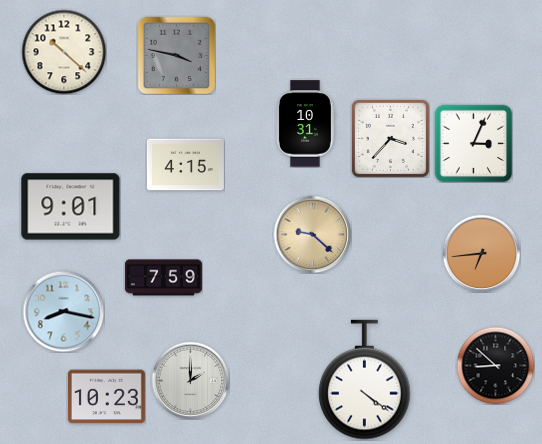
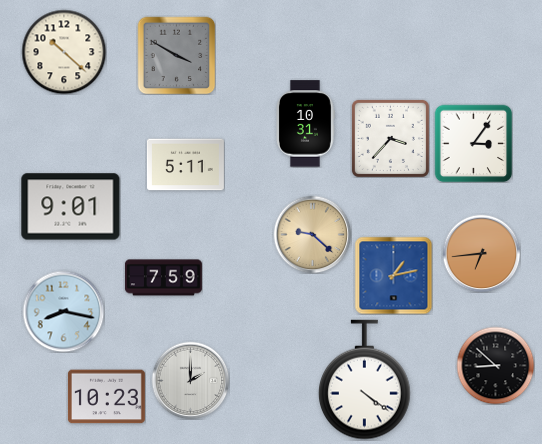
clock at (176, 55): 3:47 -> 3:50
clock at (473, 143): 3:04 -> 3:06
clock at (185, 165): 4:15 -> 5:11
clock at (393, 275): none -> 1:13
